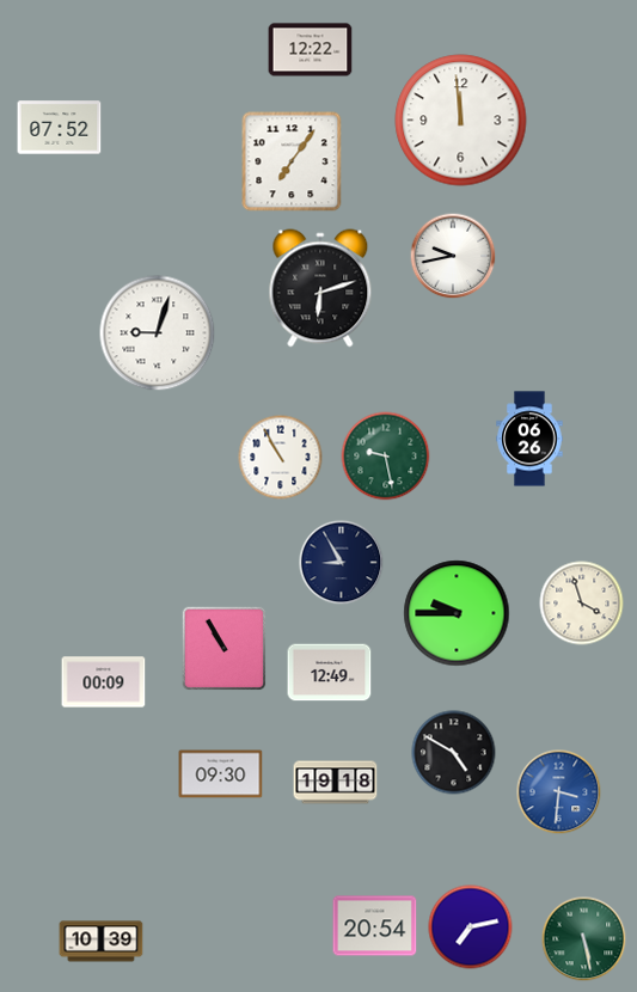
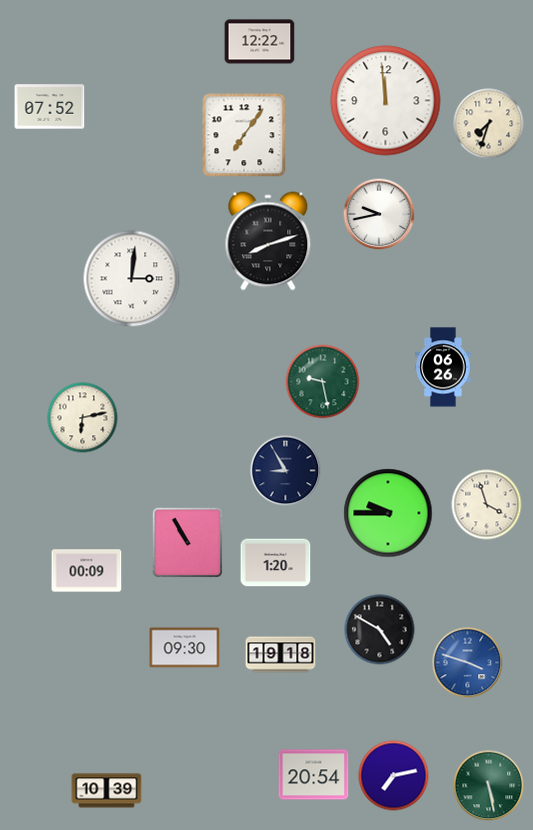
clock at (489, 124): none -> 7:33
clock at (320, 288): 6:12 -> 8:12
clock at (158, 333): 9:03 -> 3:01
clock at (281, 458): 10:55 -> none
clock at (83, 418): none -> 6:13
clock at (457, 613) position: (457, 613) -> (388, 513)
clock at (330, 673): 12:49 -> 1:20
clock at (559, 792): 3:31 -> 3:48
clock at (102, 942) position: (102, 942) -> (107, 791)
